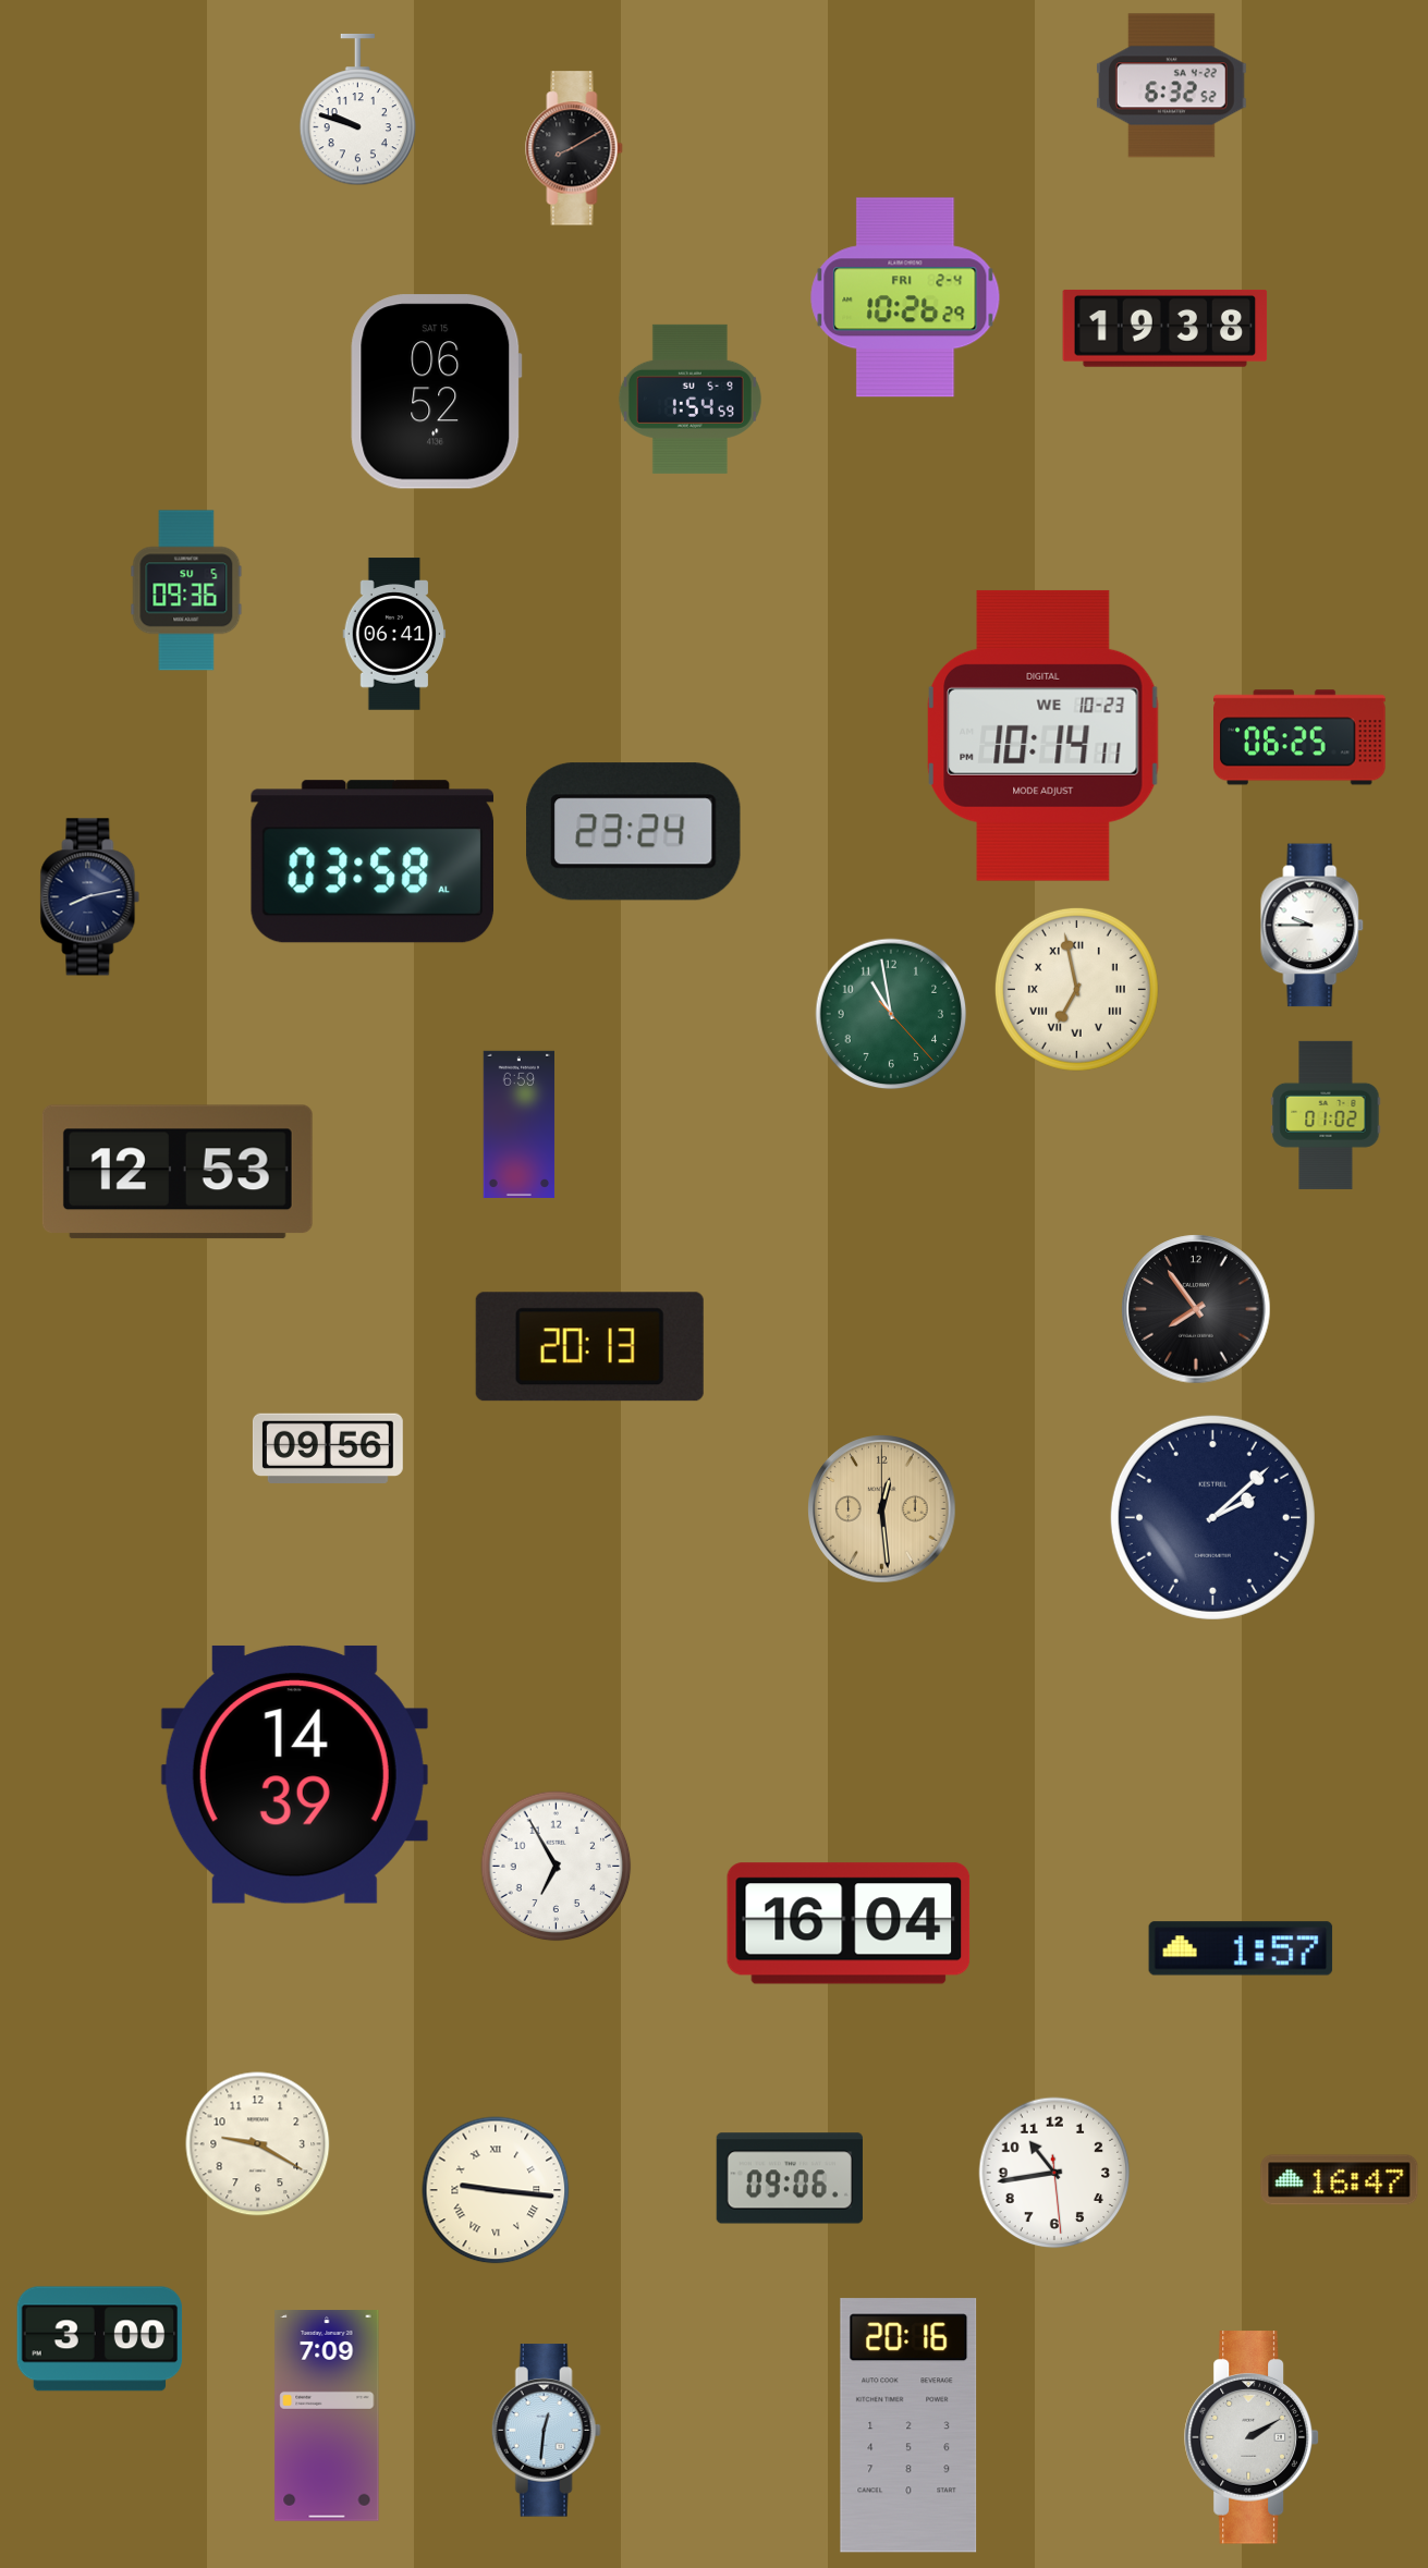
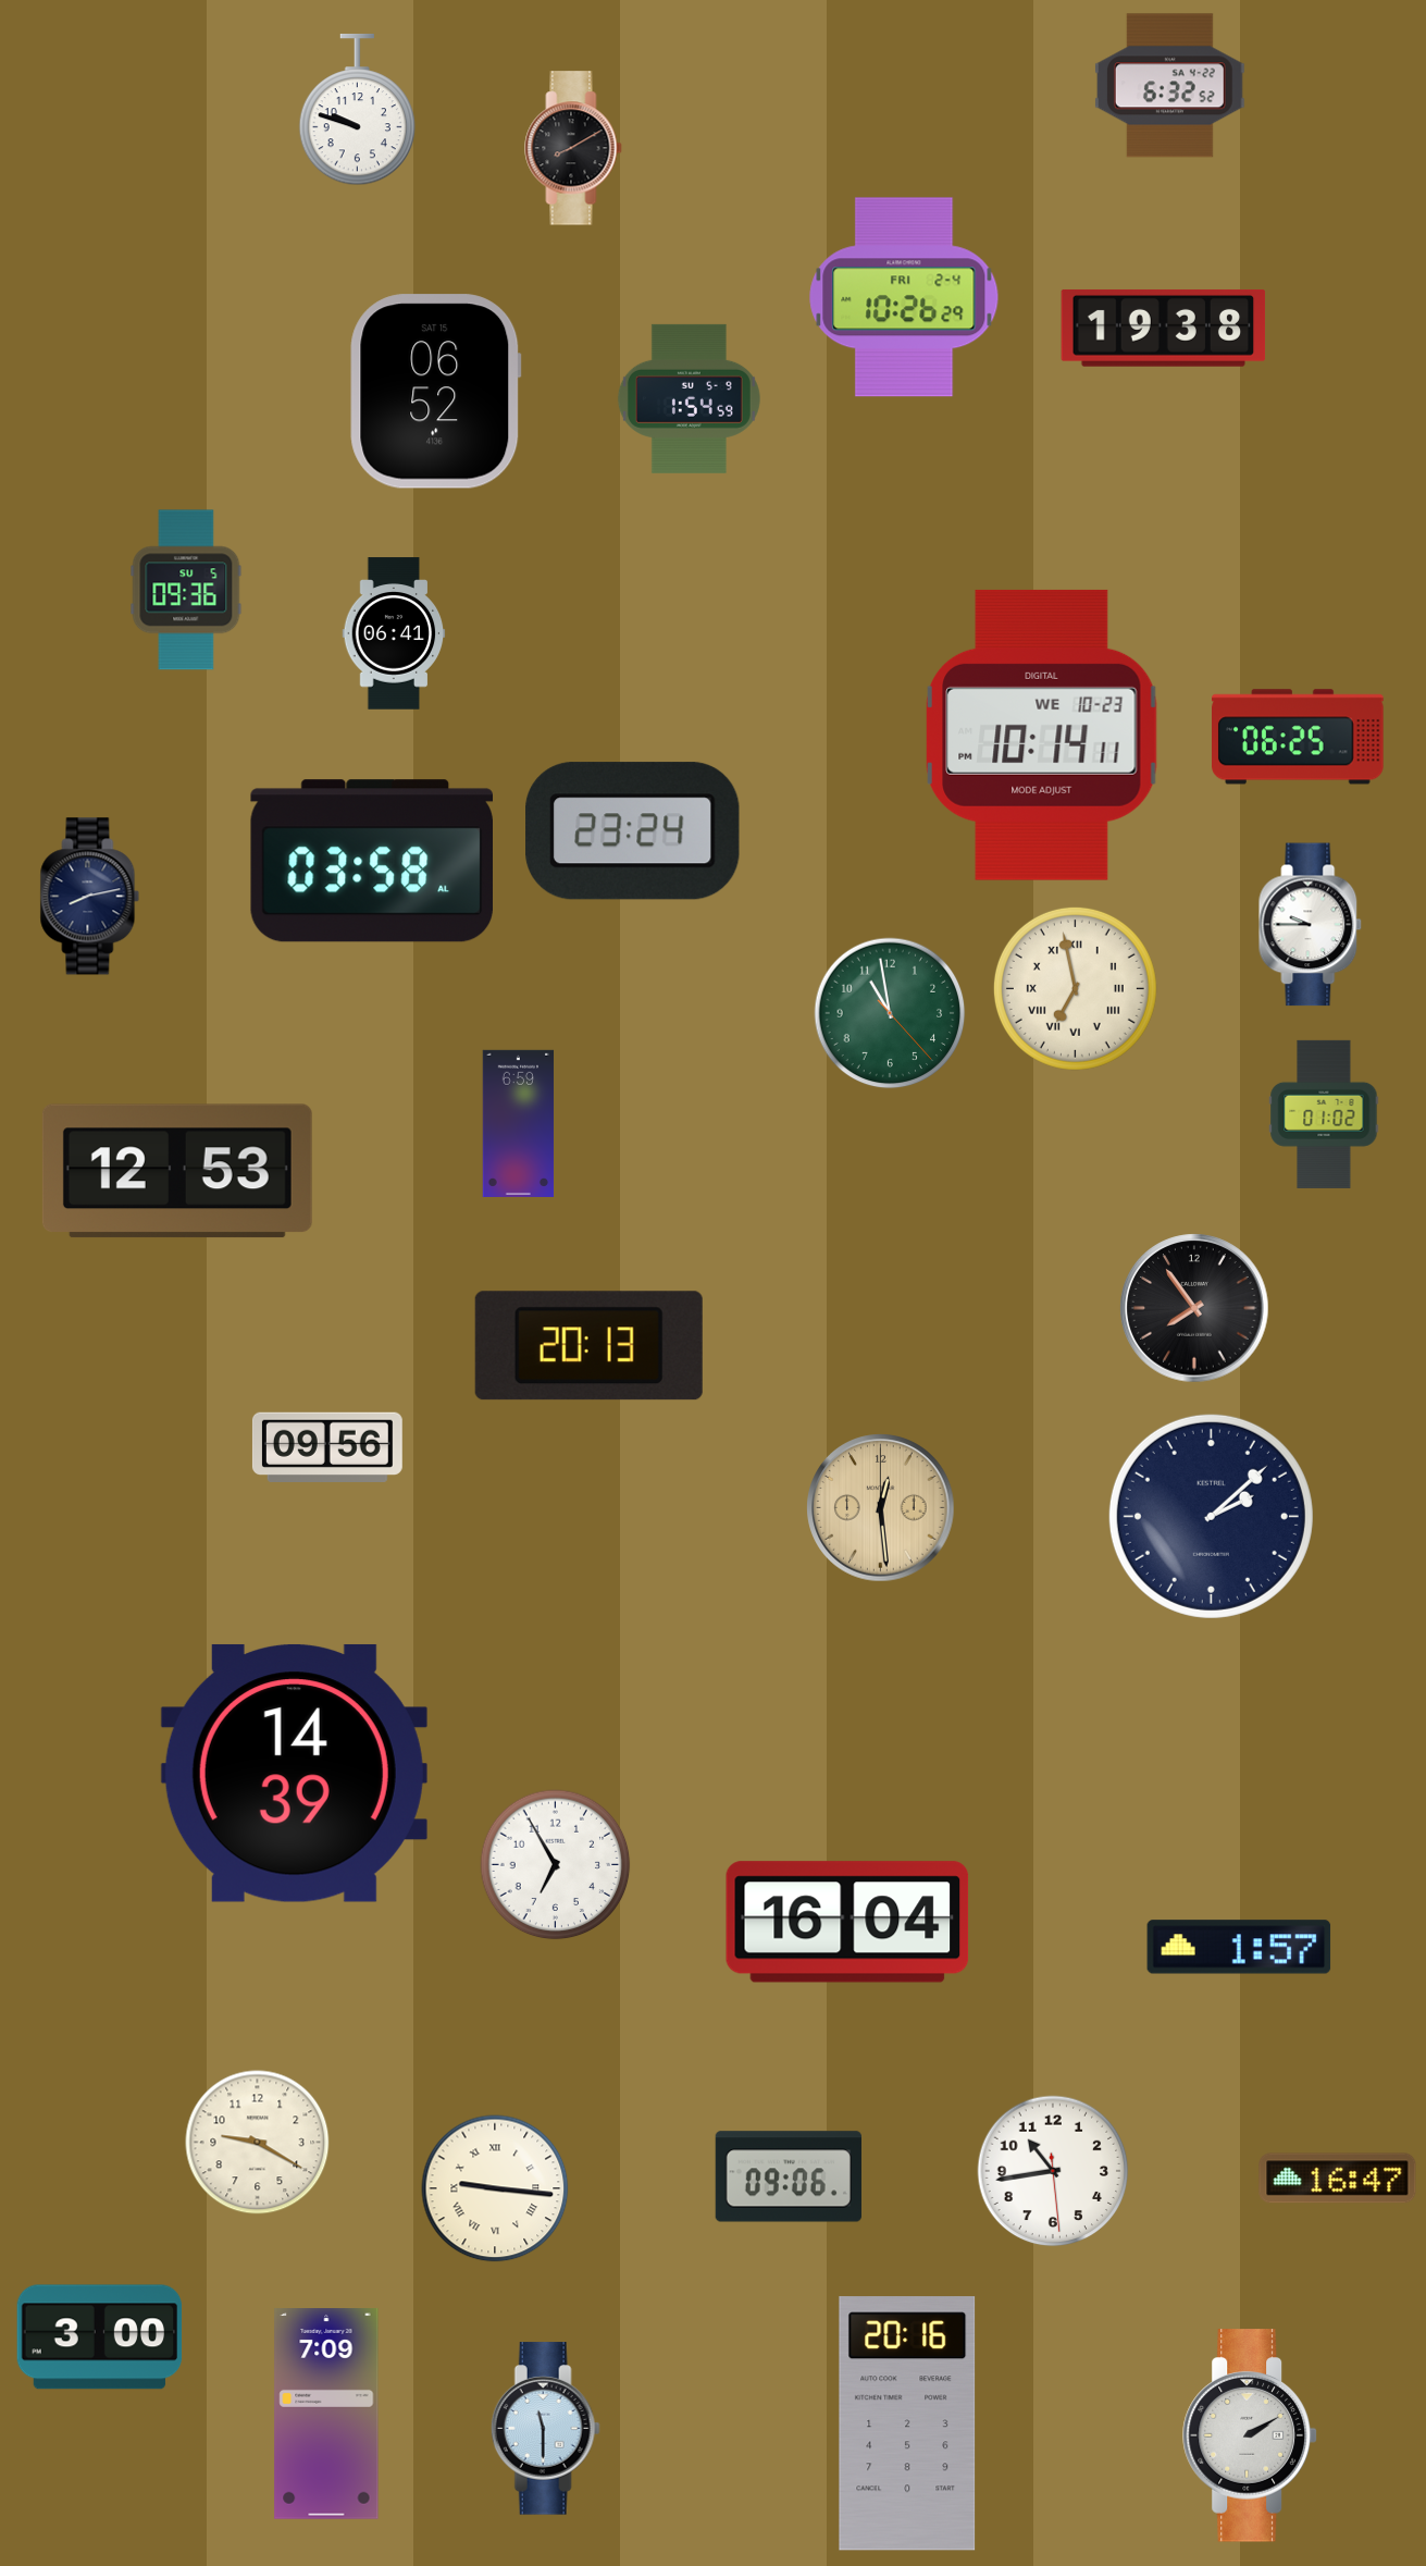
clock at (546, 2431): 12:31 -> 11:30
